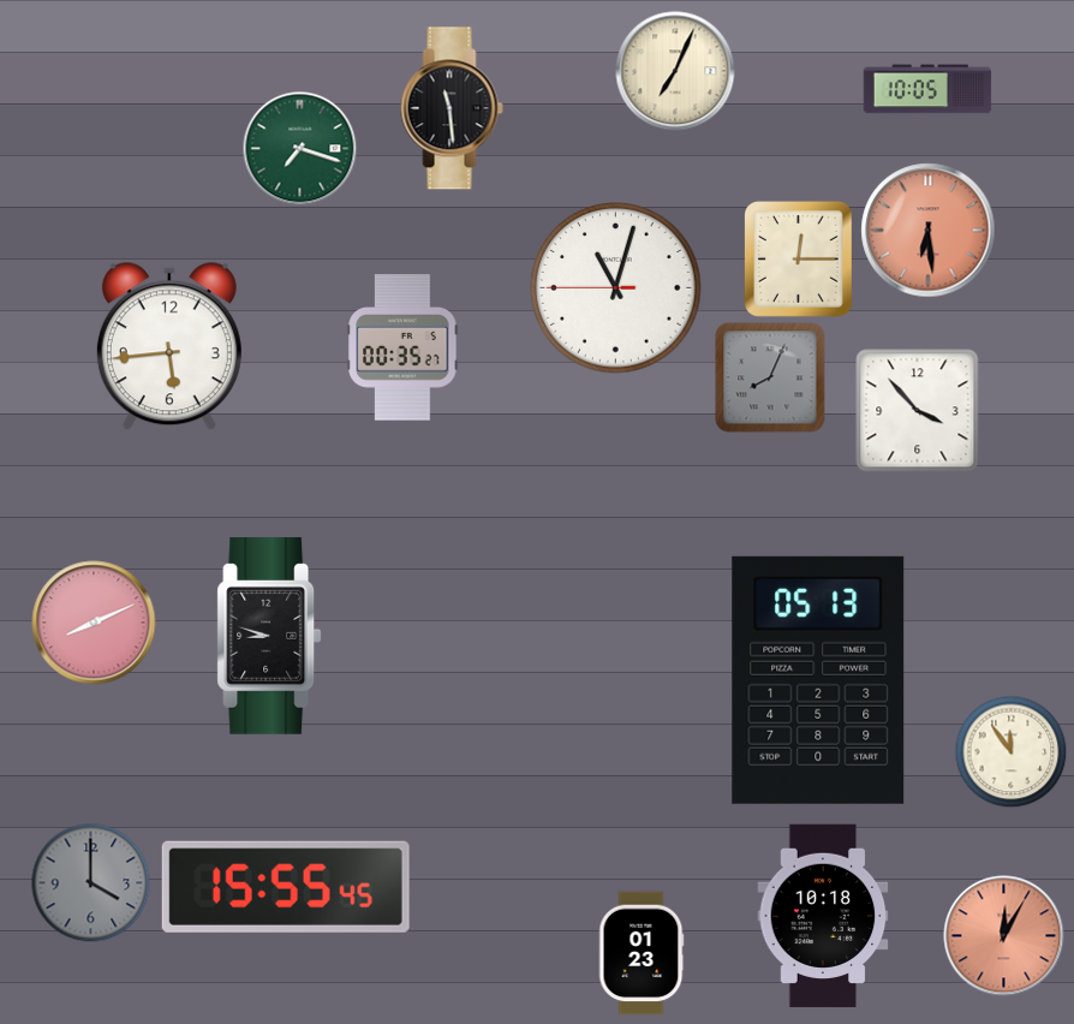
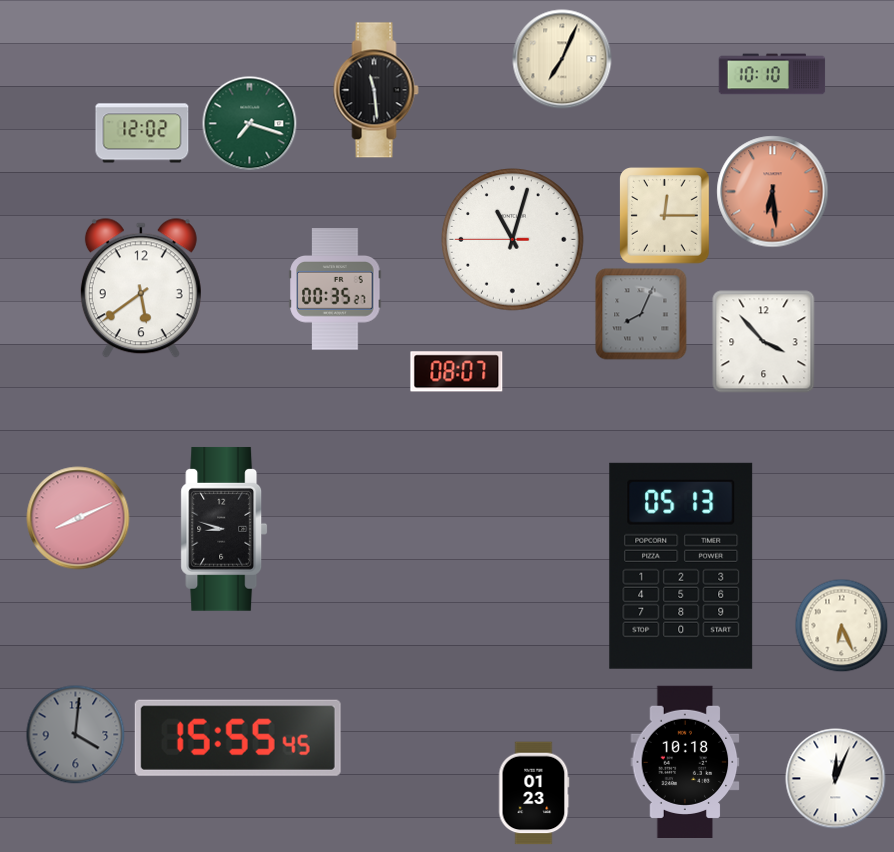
clock at (927, 89): 10:05 -> 10:10
clock at (142, 133): none -> 12:02
clock at (169, 347): 5:44 -> 5:39
clock at (457, 372): none -> 08:07
clock at (1010, 751): 11:54 -> 6:26
clock at (91, 883): 4:00 -> 4:01
clock at (1004, 936): 12:05 -> 12:04
clock at (1004, 936) dial: salmon -> white
